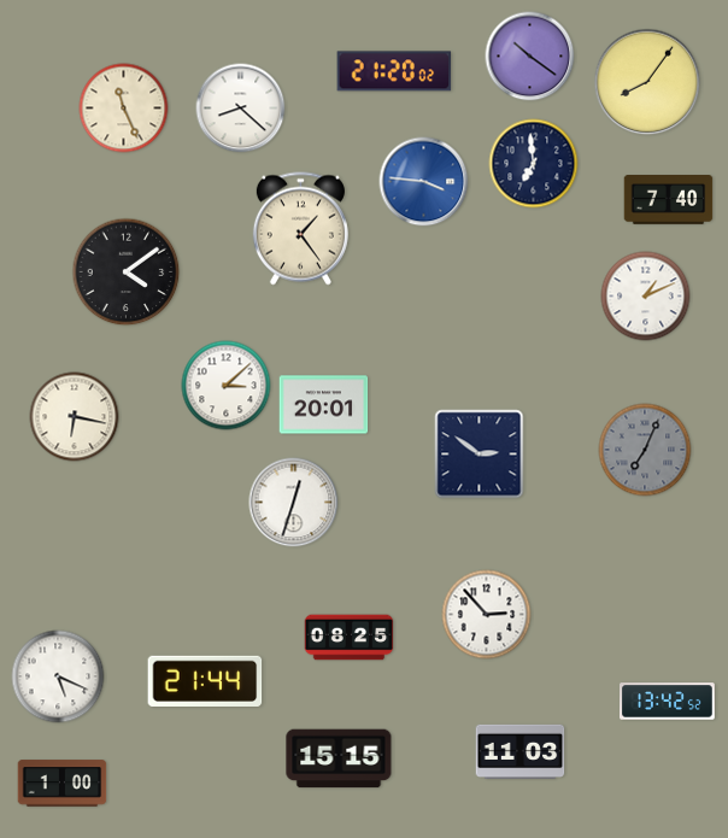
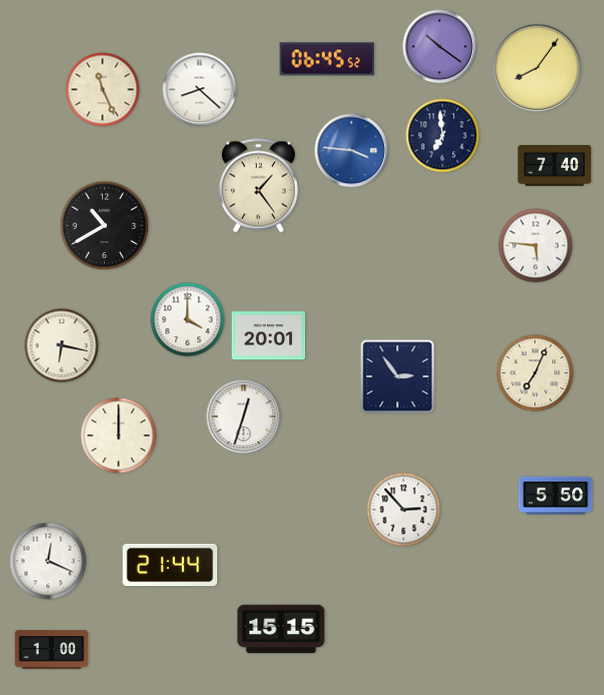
clock at (394, 71): 21:20 -> 06:45
clock at (300, 229) position: (300, 229) -> (258, 186)
clock at (127, 273): 4:09 -> 10:40
clock at (646, 297): 1:11 -> 5:46
clock at (227, 386): 3:08 -> 4:00
clock at (645, 450) dial: grey -> cream
clock at (480, 455): 2:51 -> 2:54
clock at (119, 436): none -> 12:00
clock at (556, 496): none -> 5:50
clock at (350, 638): 08:25 -> none
clock at (58, 676): 5:19 -> 12:19
clock at (668, 702): 13:42 -> none
clock at (521, 751): 11:03 -> none
